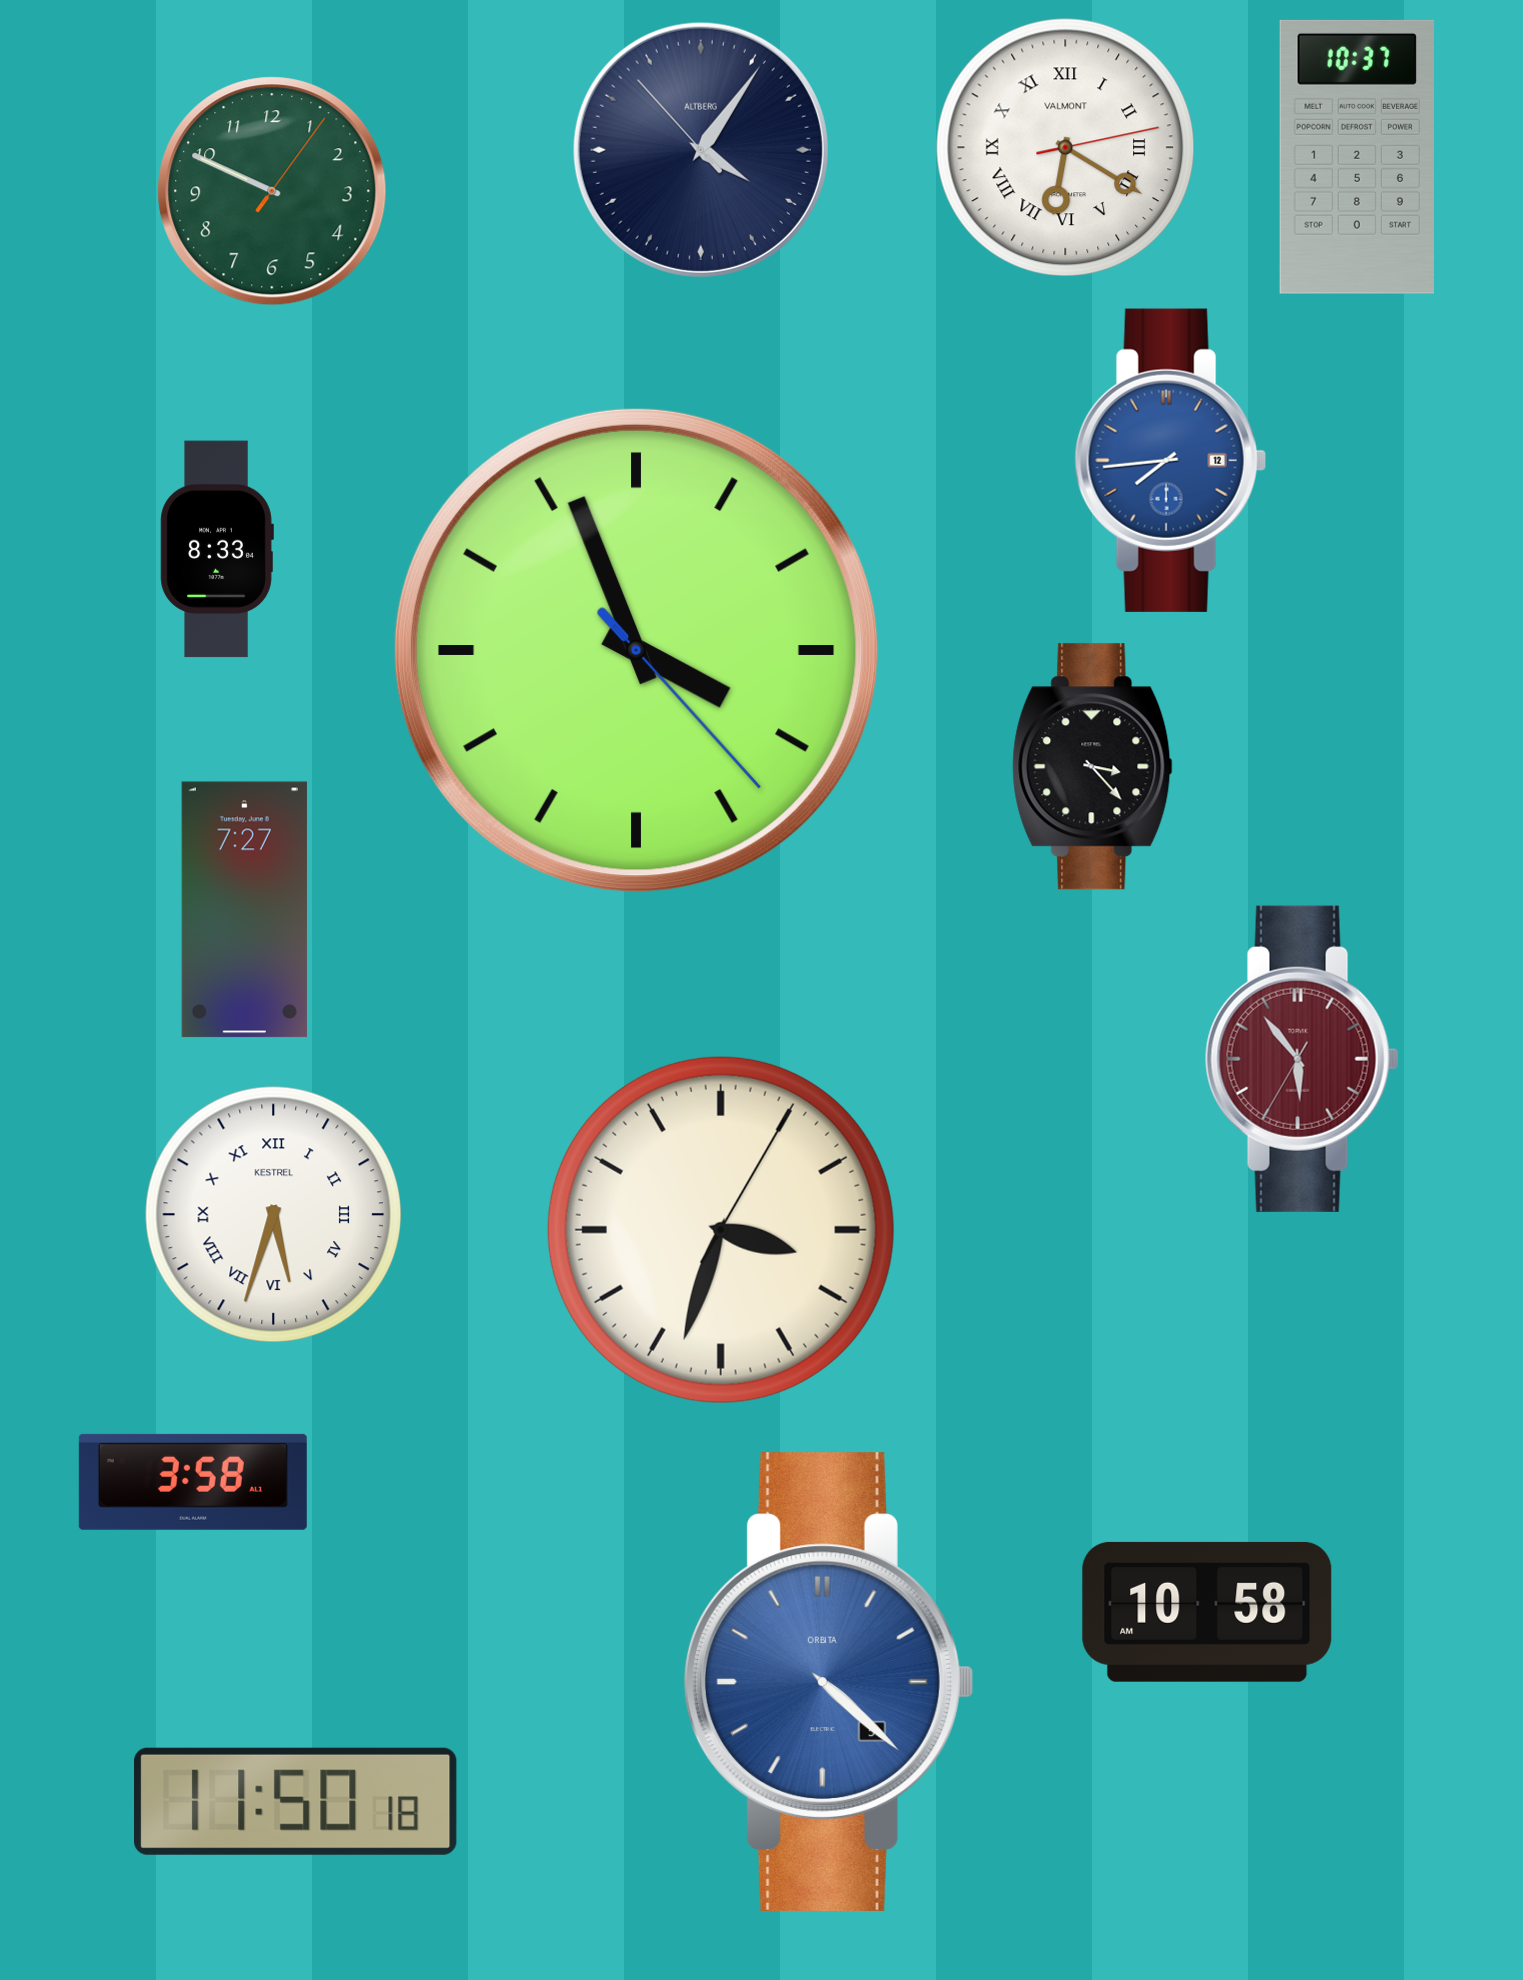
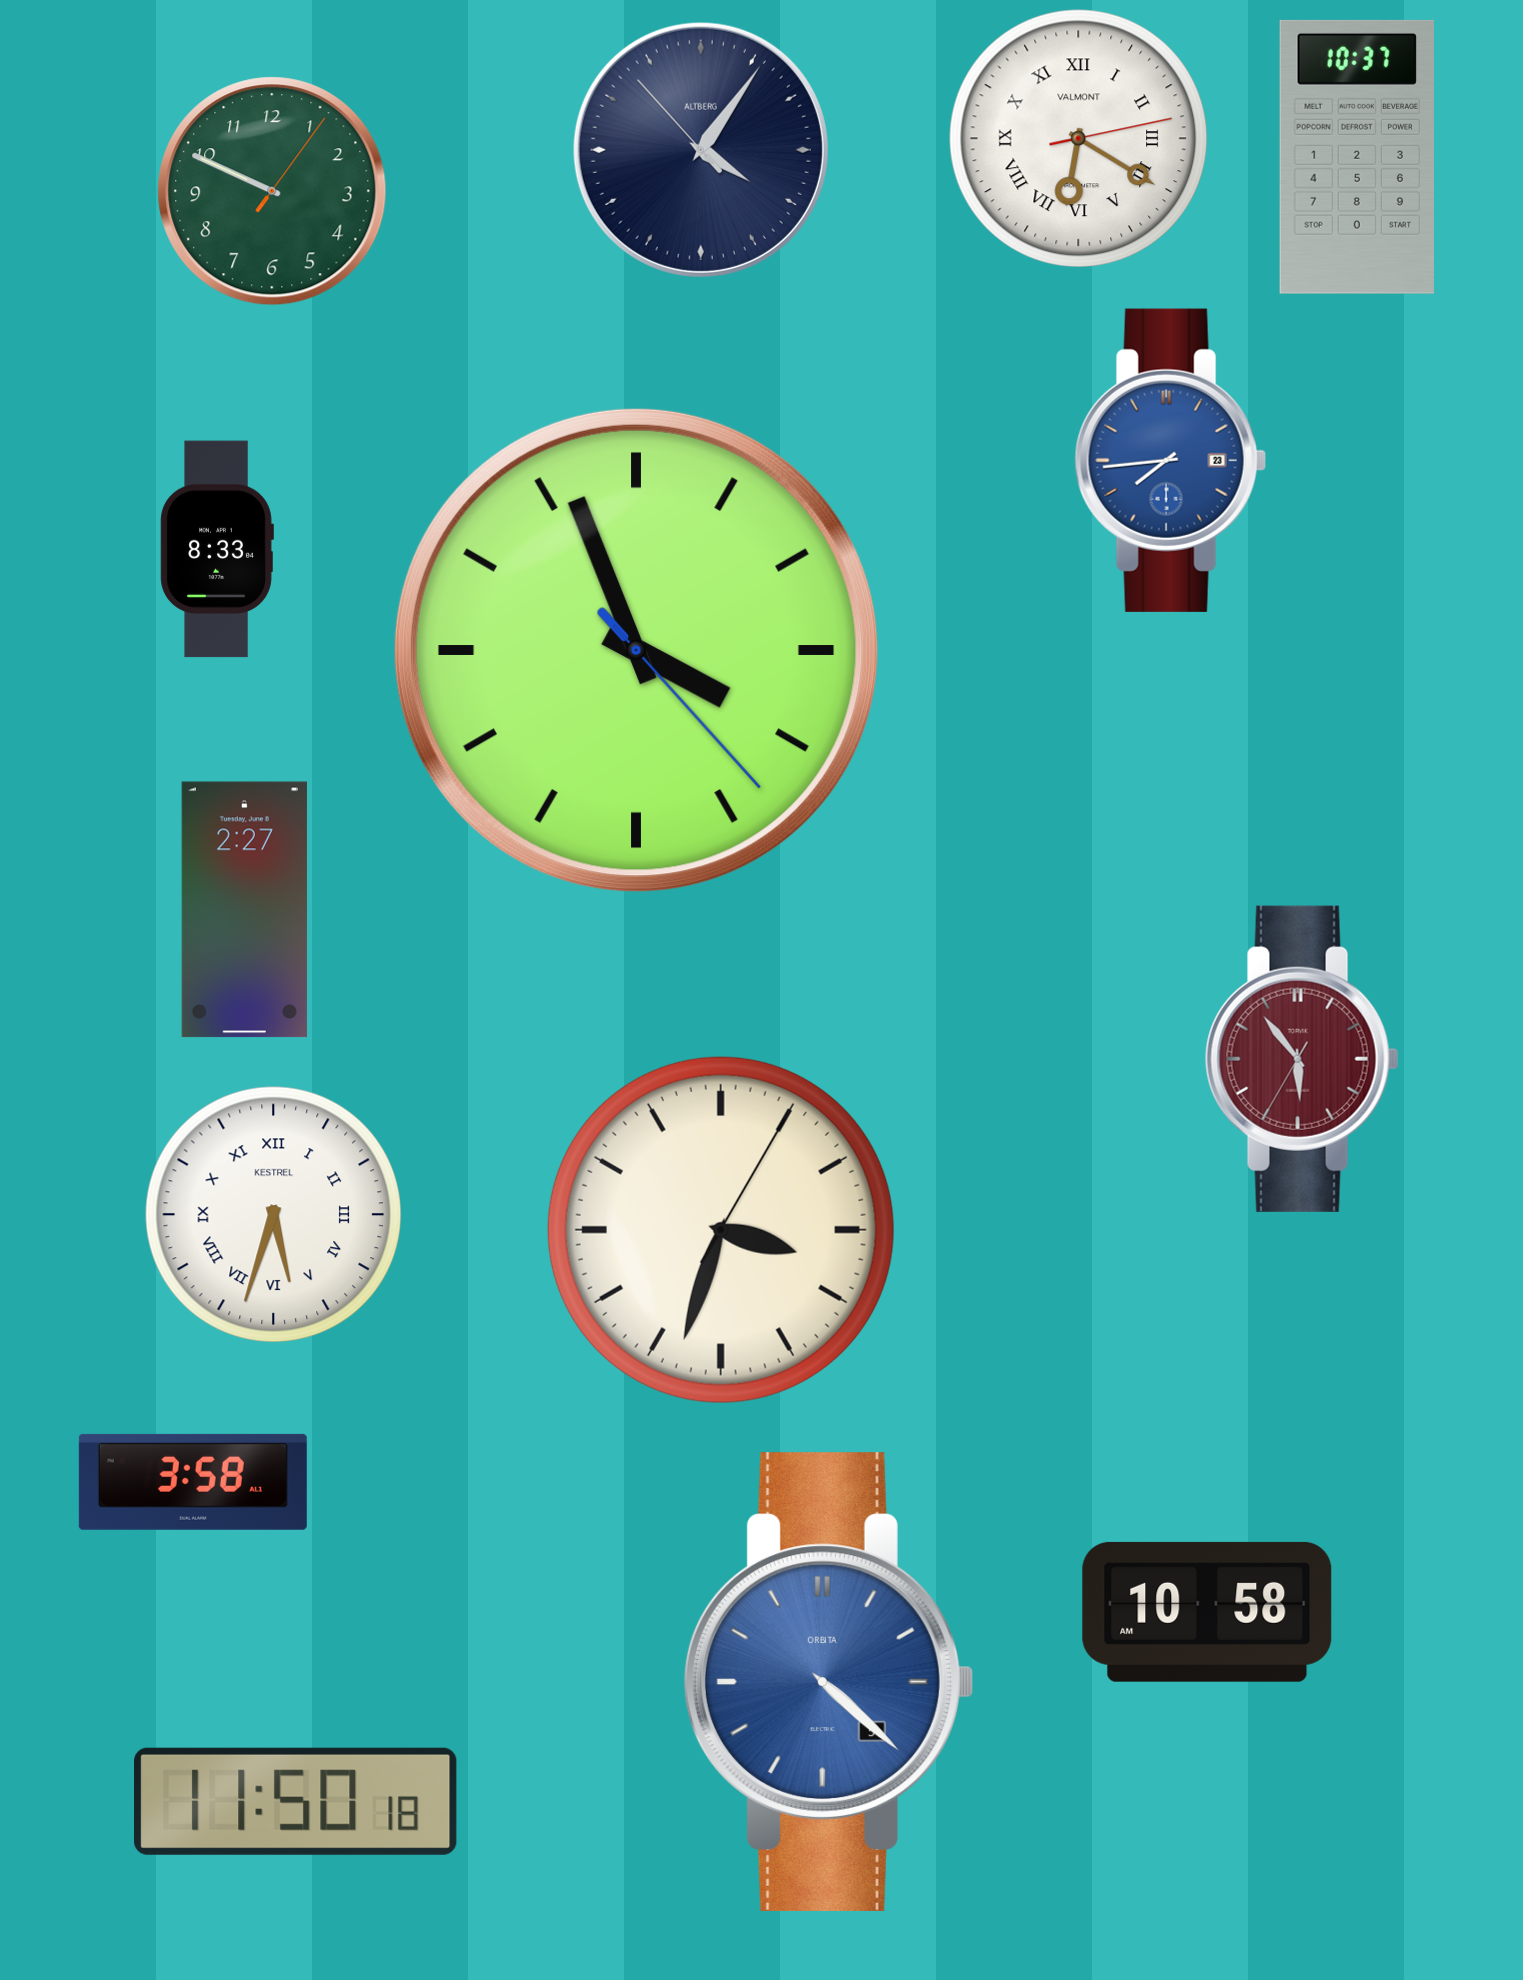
clock at (1065, 147) position: (1065, 147) -> (1078, 138)
clock at (1170, 460) date: 12 -> 23
clock at (1093, 767): 3:23 -> none
clock at (244, 910): 7:27 -> 2:27
